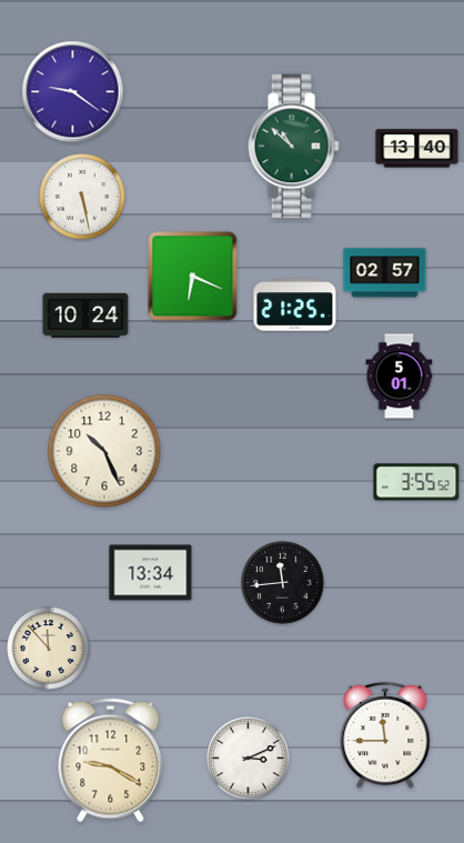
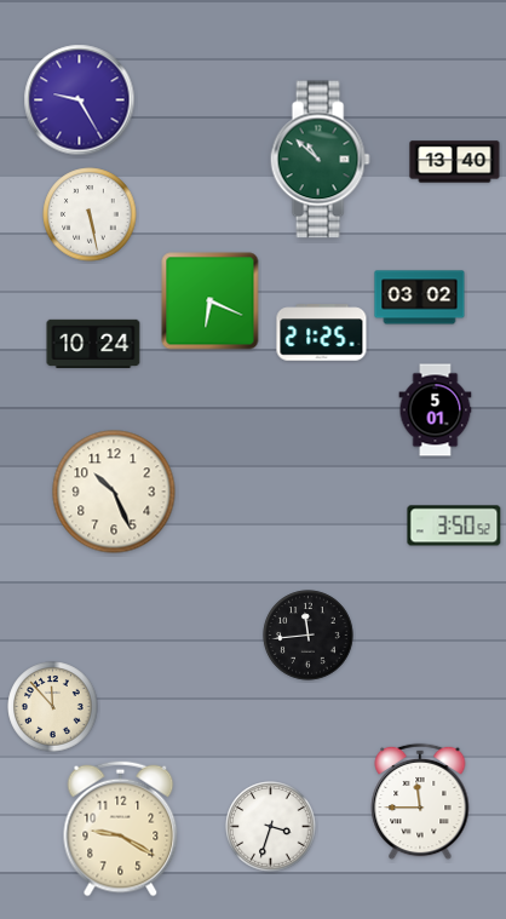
clock at (73, 92): 9:21 -> 9:25
clock at (385, 273): 02:57 -> 03:02
clock at (416, 482): 3:55 -> 3:50
clock at (151, 573): 13:34 -> none
clock at (249, 759): 3:11 -> 3:33
